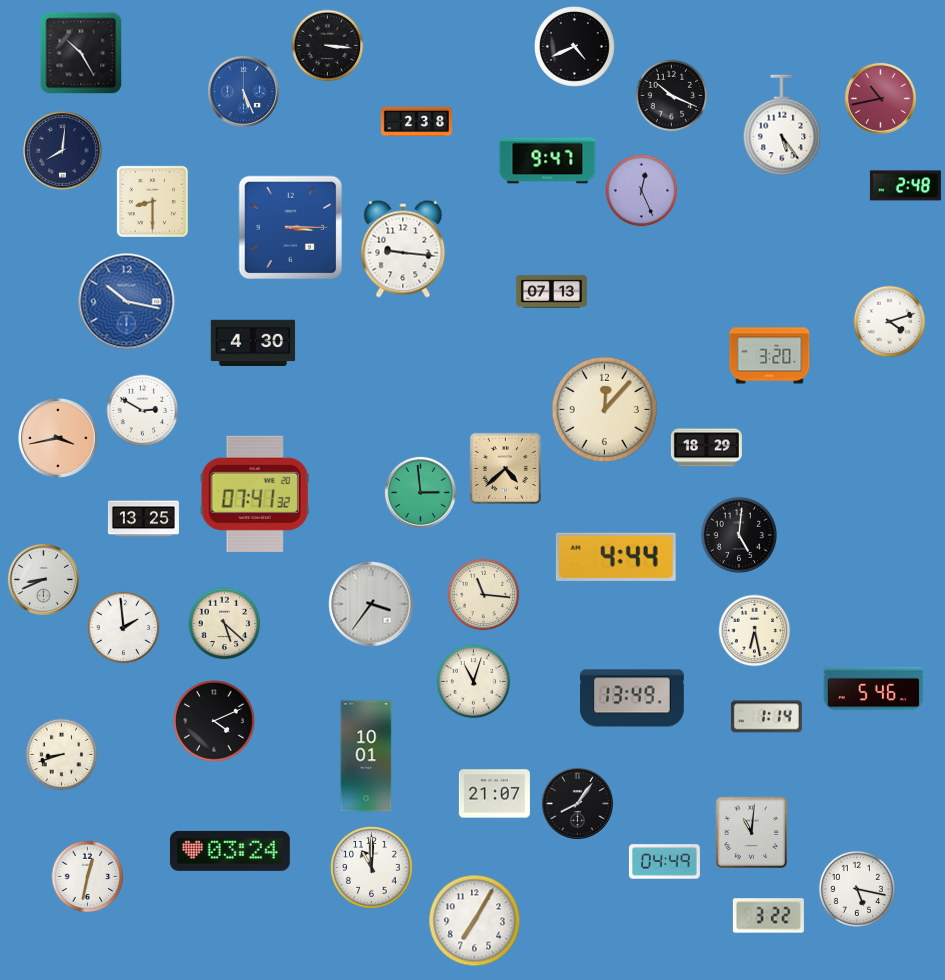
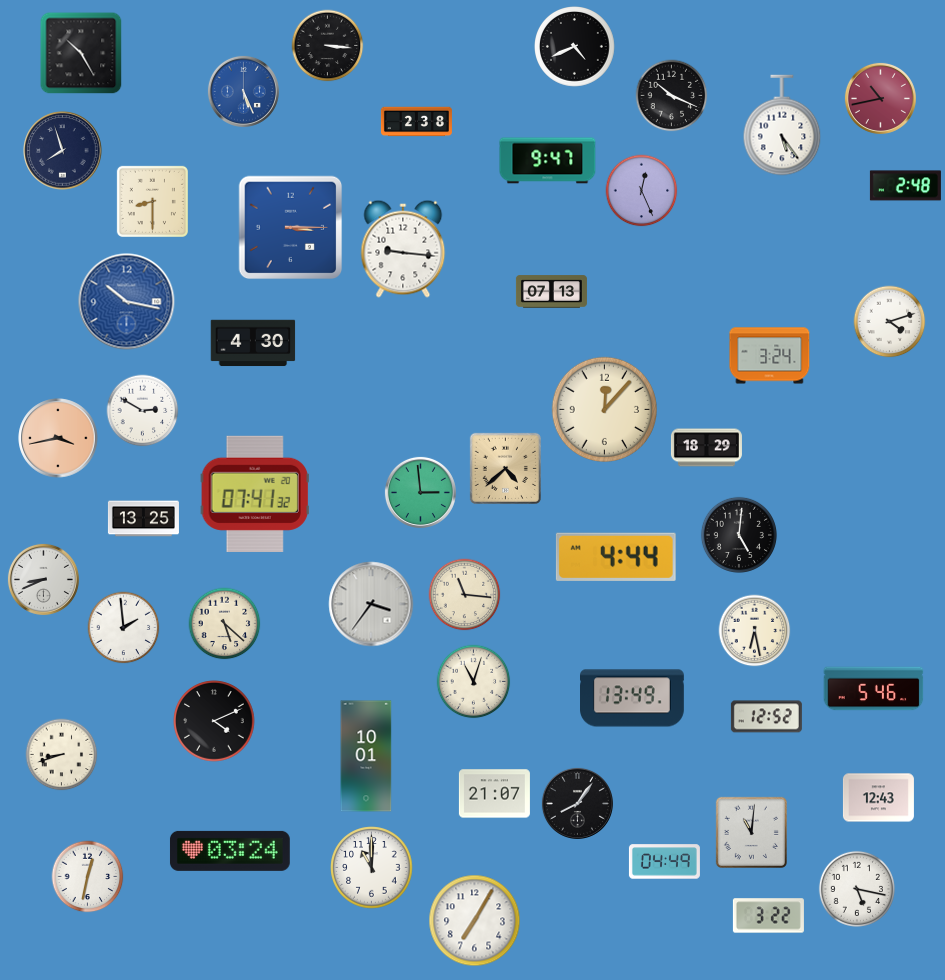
clock at (63, 151): 8:01 -> 7:57
clock at (770, 356): 3:20 -> 3:24
clock at (484, 595) position: (484, 595) -> (465, 595)
clock at (766, 717): 1:14 -> 12:52
clock at (878, 798): none -> 12:43
